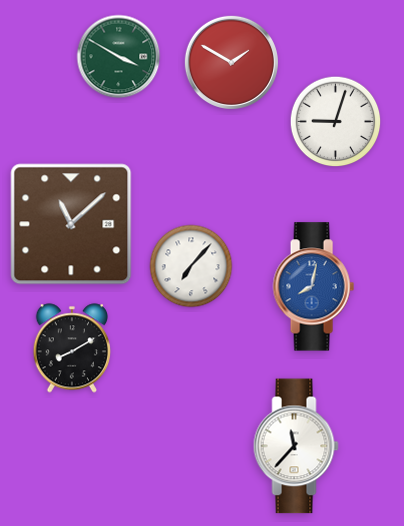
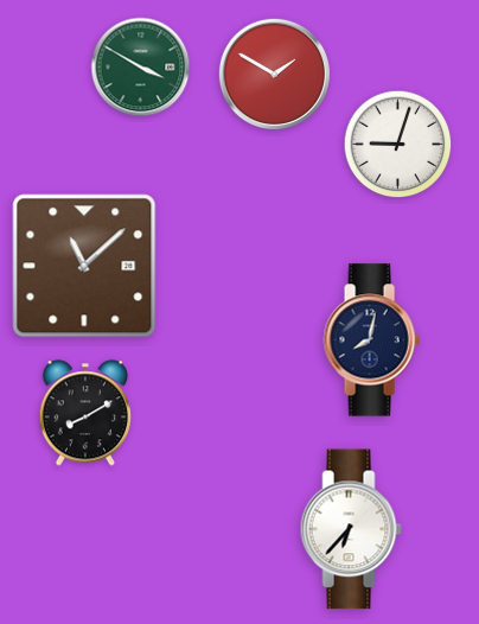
clock at (191, 266): 7:07 -> none
clock at (313, 287) dial: blue -> navy
clock at (296, 446): 11:37 -> 6:37
